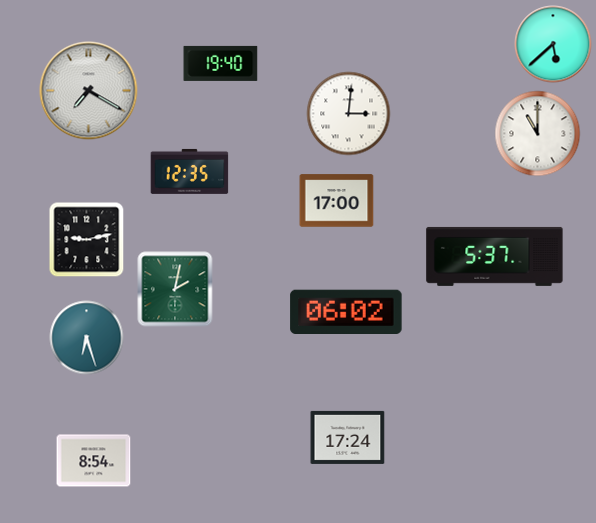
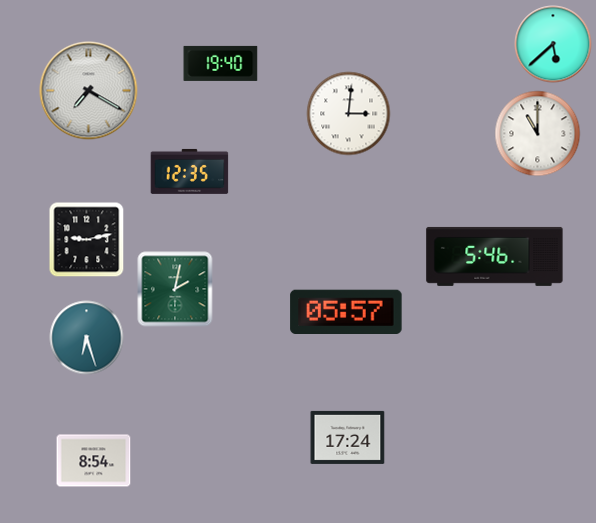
clock at (337, 201): 17:00 -> none
clock at (495, 256): 5:37 -> 5:46
clock at (346, 312): 06:02 -> 05:57
